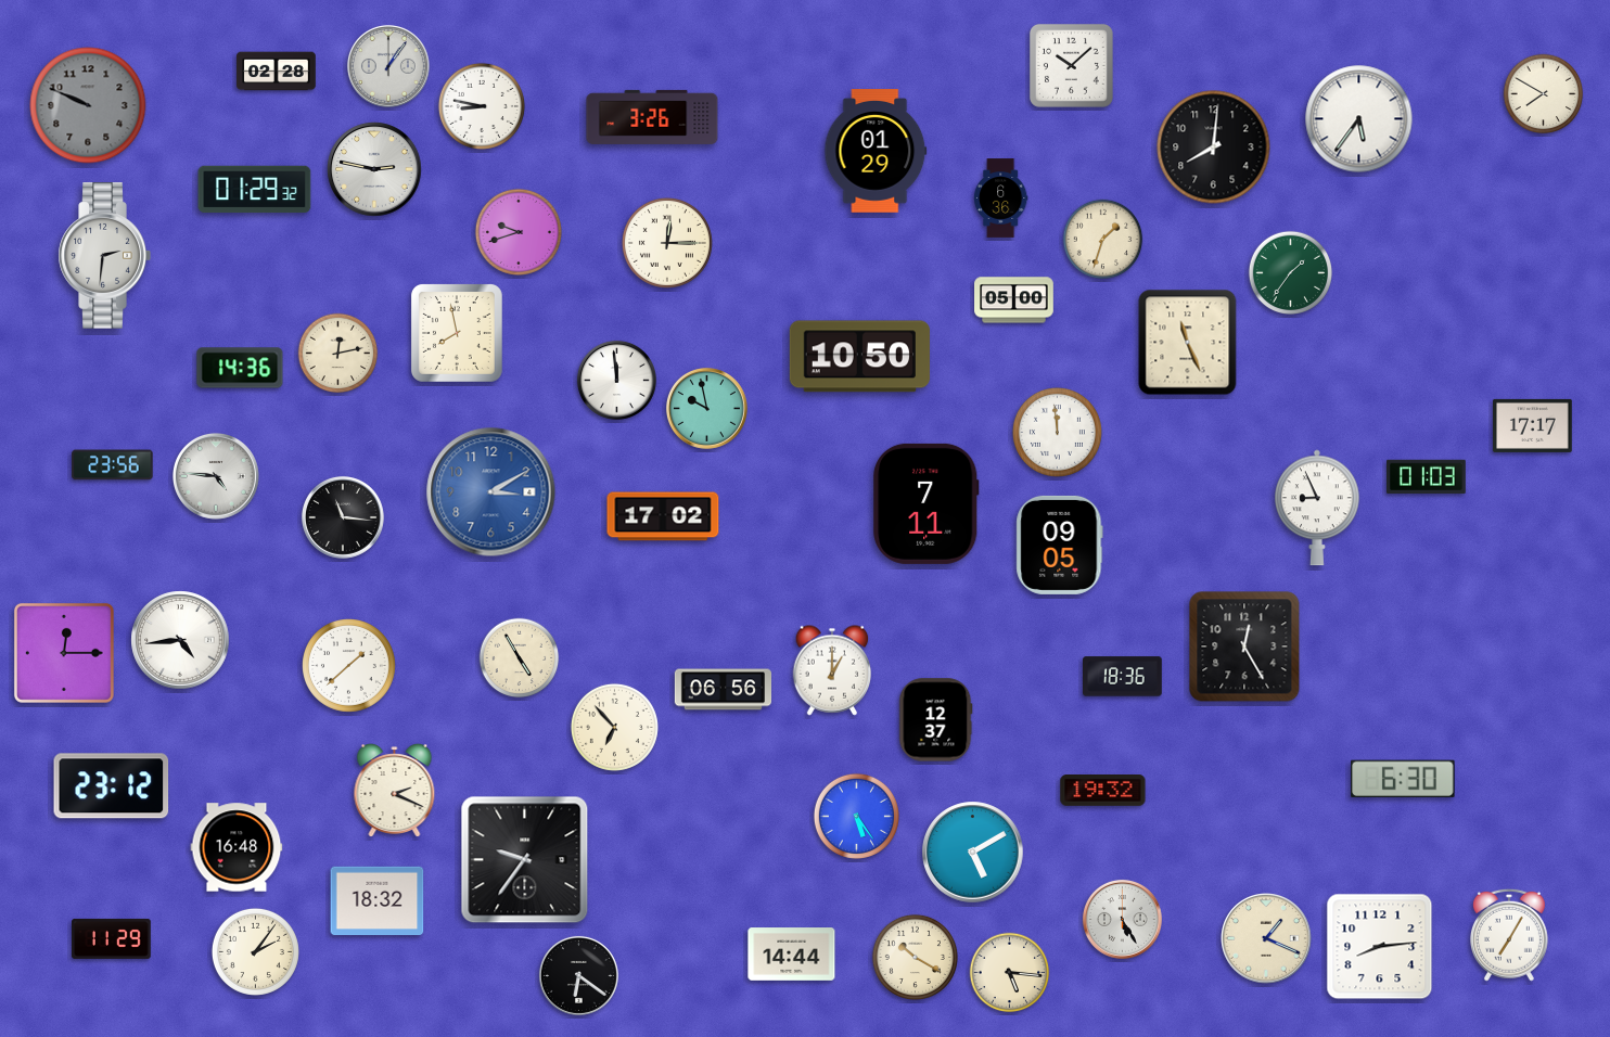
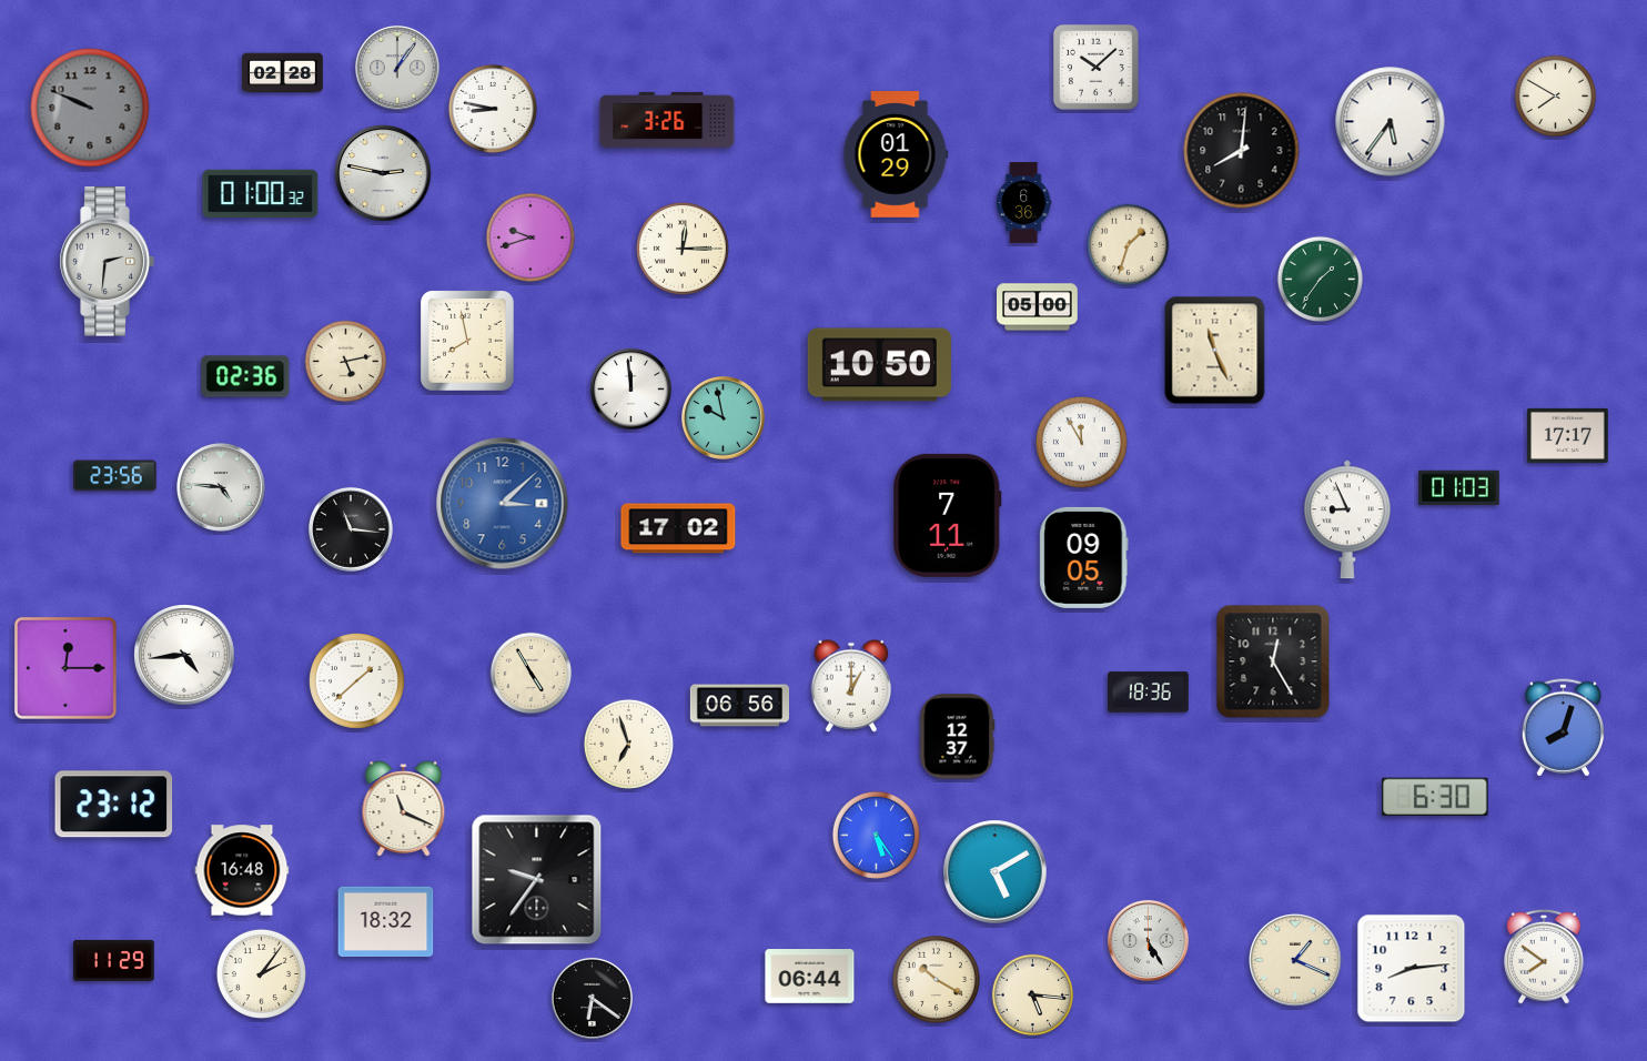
clock at (1544, 94) position: (1544, 94) -> (1556, 97)
clock at (255, 190): 01:29 -> 01:00
clock at (338, 354): 12:13 -> 5:13
clock at (240, 368): 14:36 -> 02:36
clock at (1057, 432): 11:59 -> 11:55
clock at (491, 492): 3:10 -> 3:08
clock at (1563, 728): none -> 8:03
clock at (614, 727): 6:53 -> 6:57
clock at (395, 791): 2:19 -> 11:19
clock at (1103, 791): 19:32 -> none
clock at (237, 847) position: (237, 847) -> (242, 870)
clock at (1509, 935): 7:05 -> 7:51
clock at (792, 955): 14:44 -> 06:44
